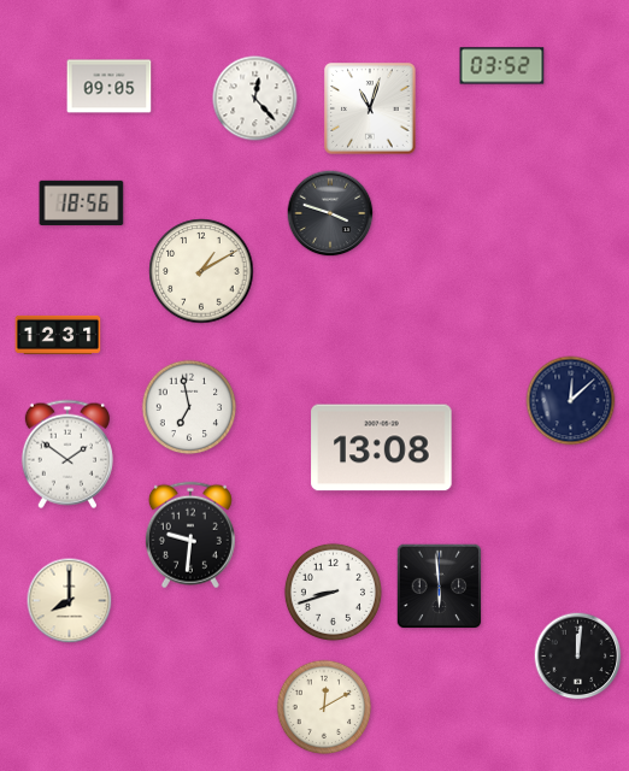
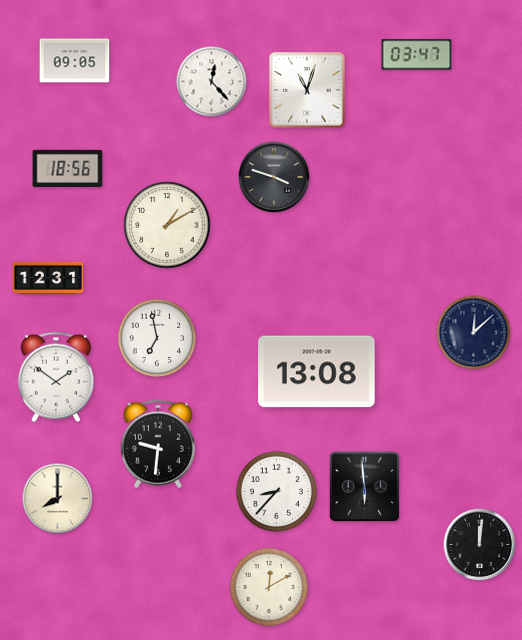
clock at (502, 66): 03:52 -> 03:47
clock at (110, 87) position: (110, 87) -> (75, 61)
clock at (333, 592): 8:42 -> 8:37
